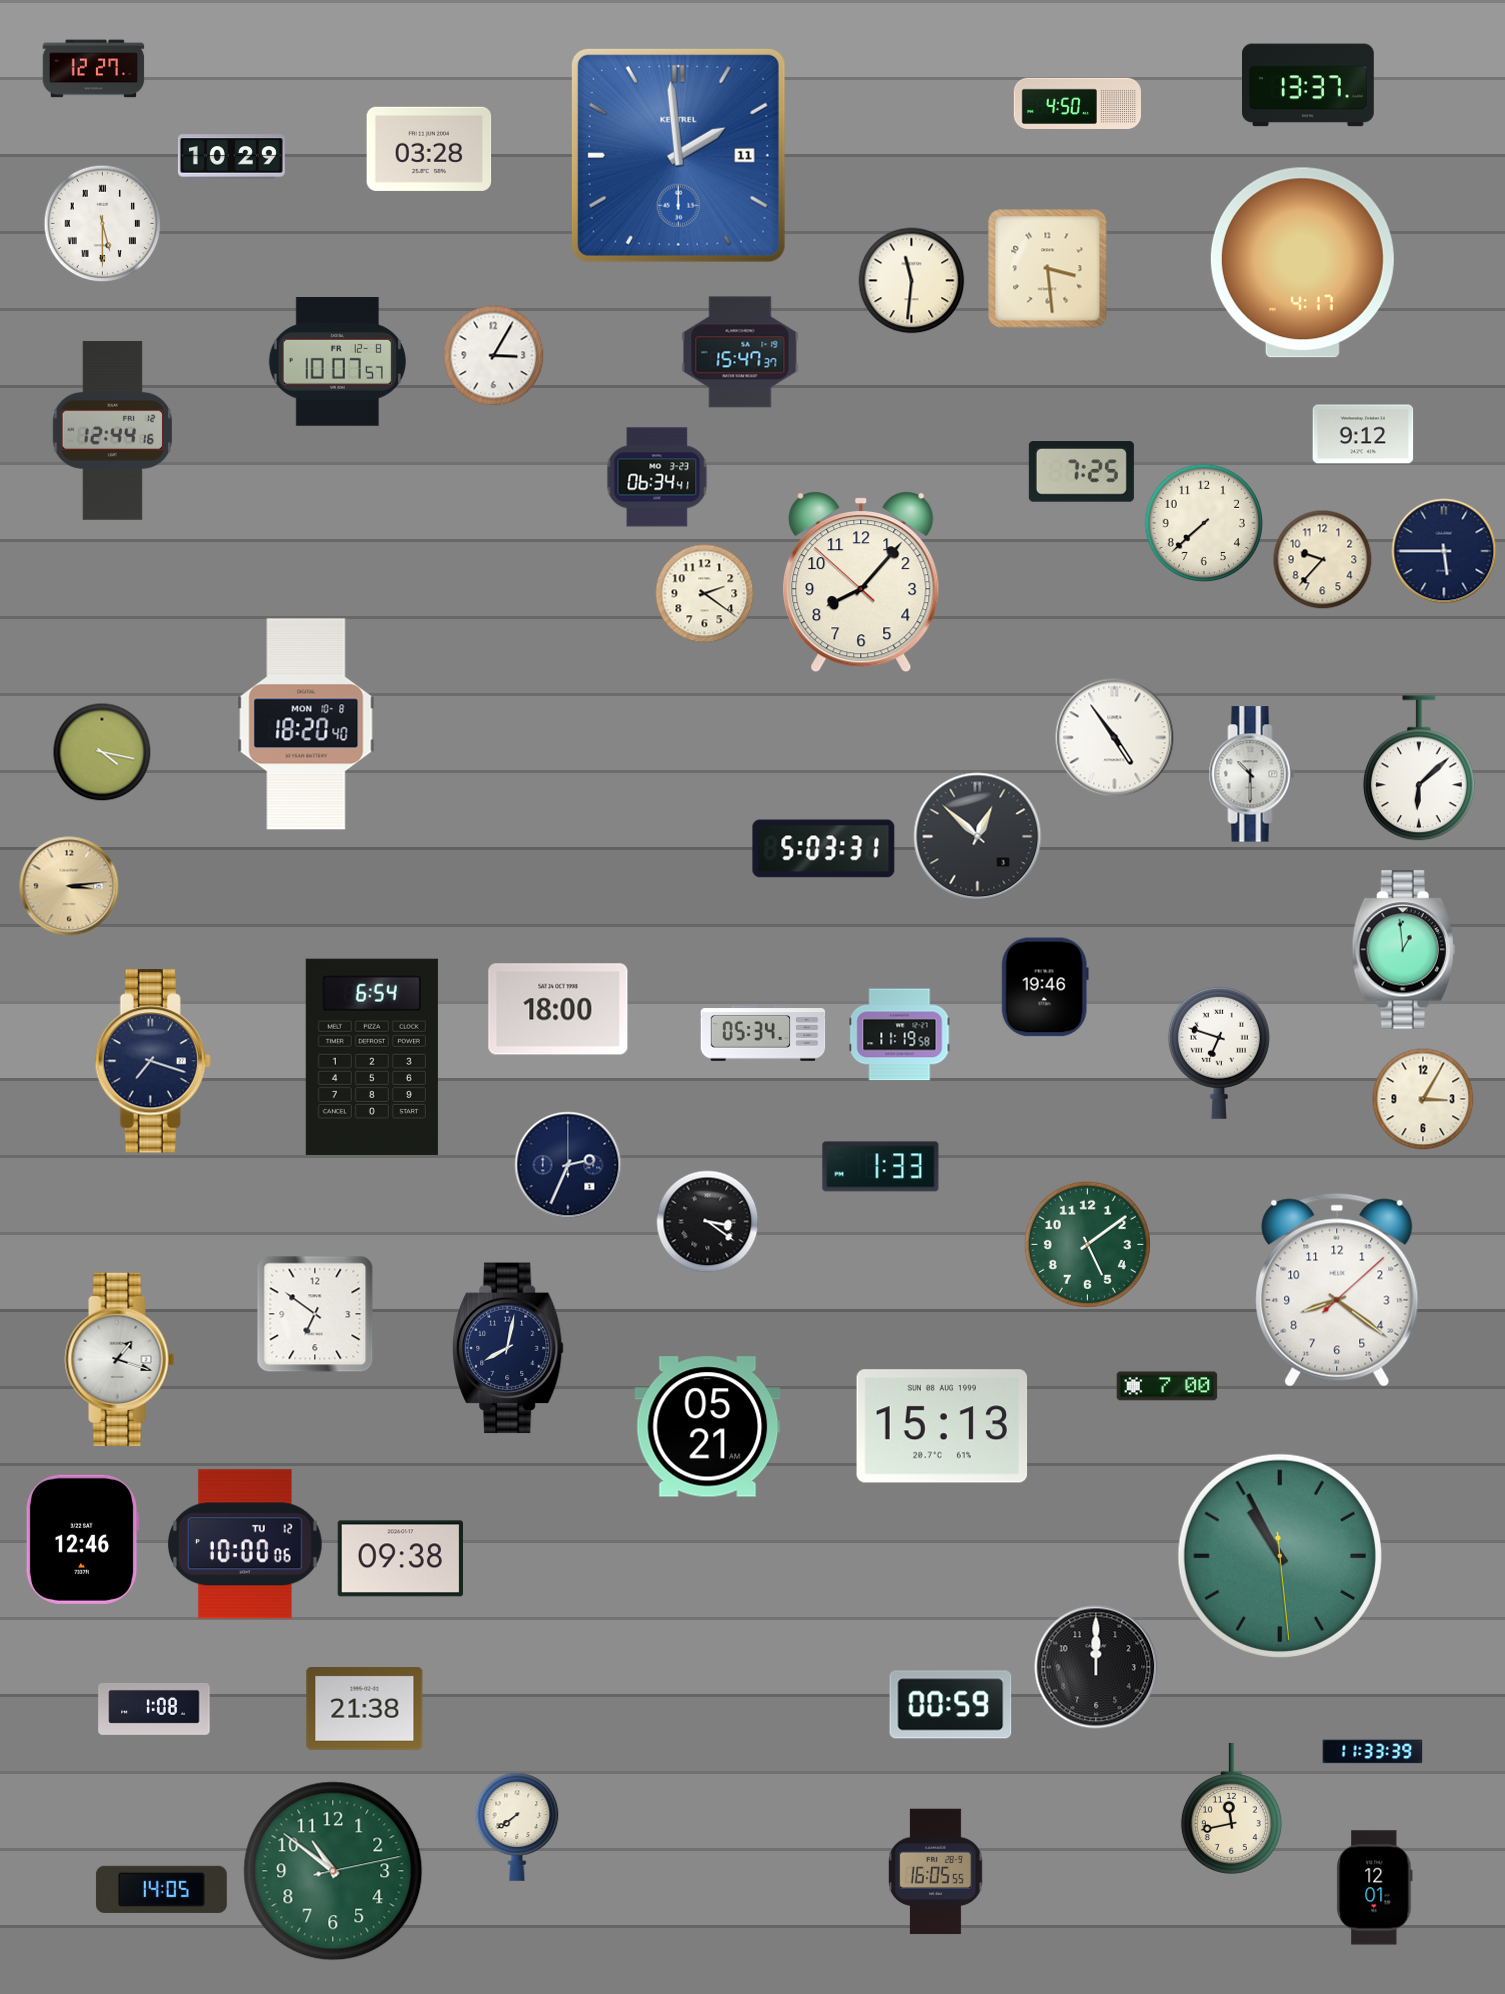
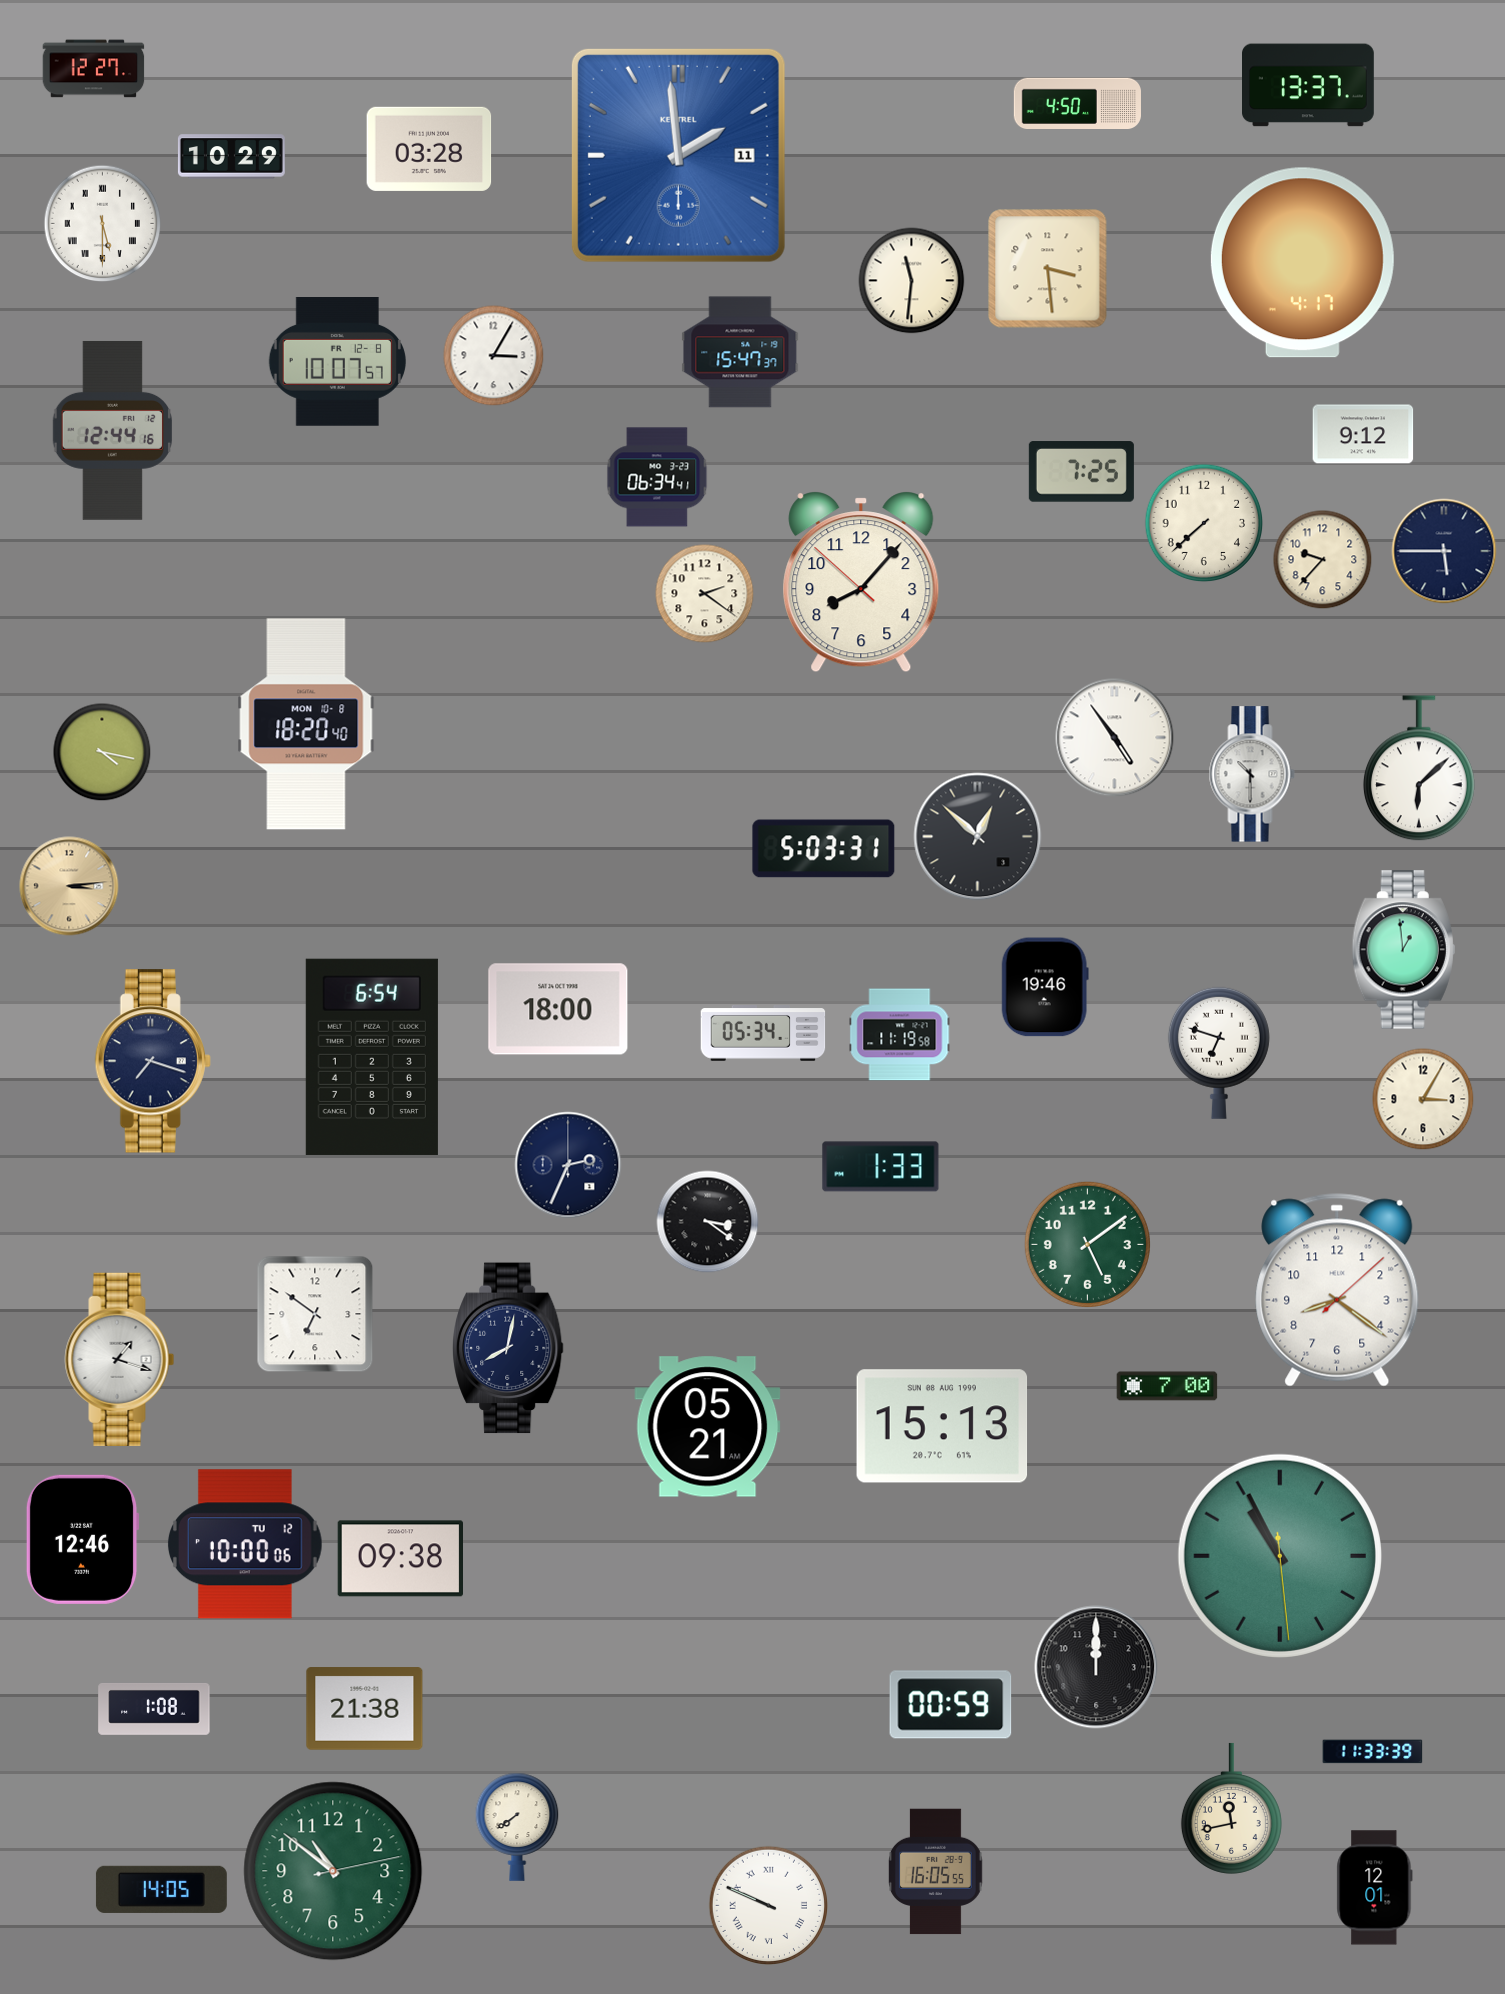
clock at (769, 1906): none -> 9:49
